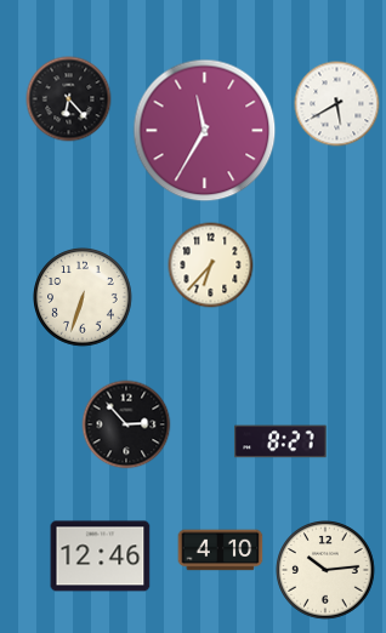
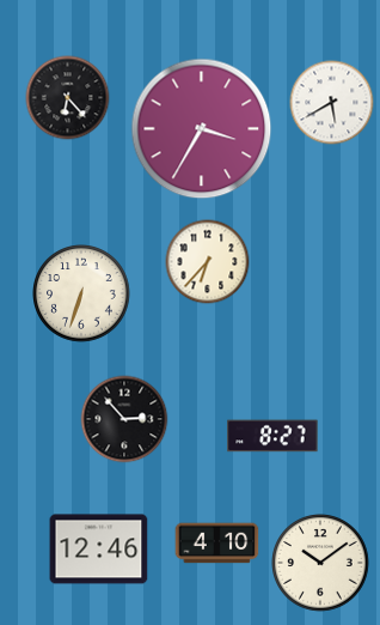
clock at (205, 131): 11:35 -> 3:35
clock at (280, 441) position: (280, 441) -> (272, 436)
clock at (327, 571): 10:14 -> 10:09
